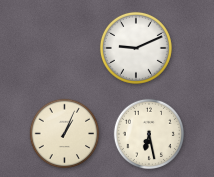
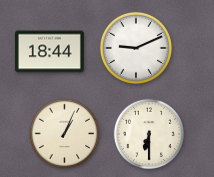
clock at (49, 52): none -> 18:44
clock at (148, 133): 6:28 -> 6:30
